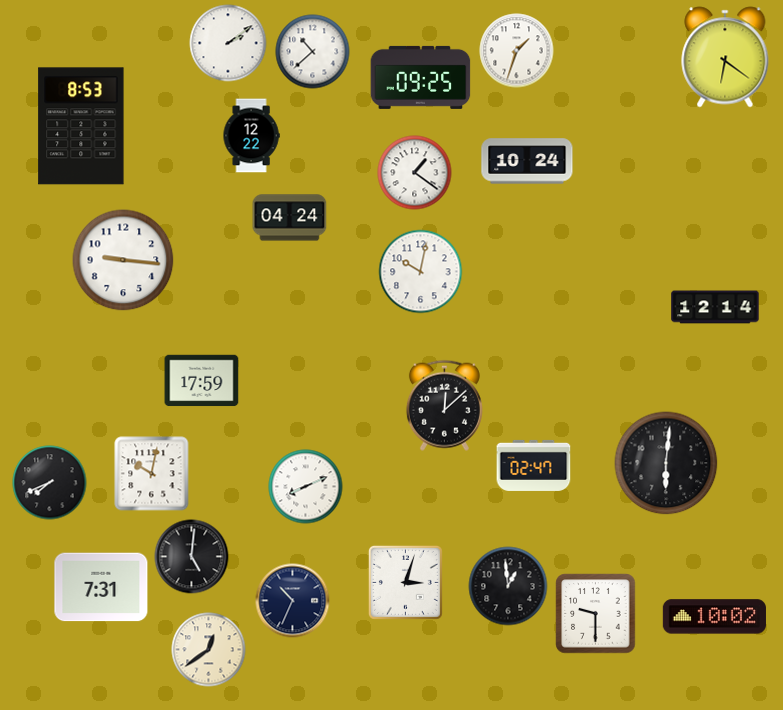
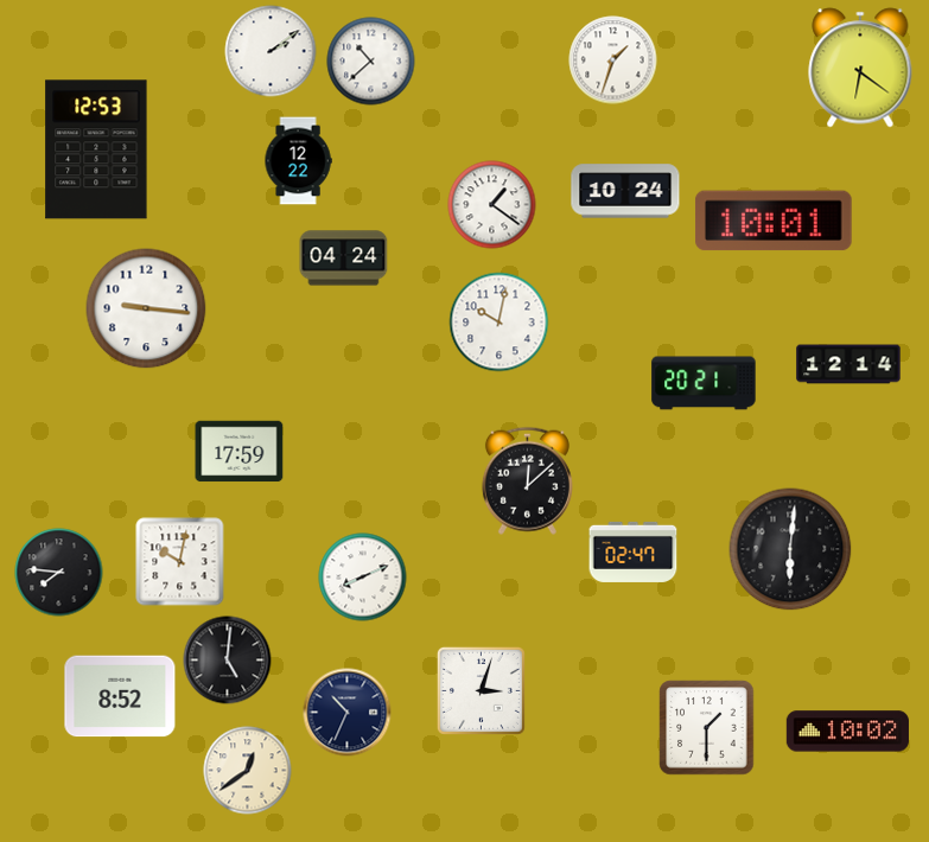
clock at (421, 77): 09:25 -> none
clock at (81, 126): 8:53 -> 12:53
clock at (774, 221): none -> 10:01
clock at (704, 383): none -> 20:21
clock at (50, 483): 7:41 -> 7:46
clock at (508, 586): 12:59 -> none
clock at (101, 587): 7:31 -> 8:52
clock at (596, 614): 9:30 -> 1:30
